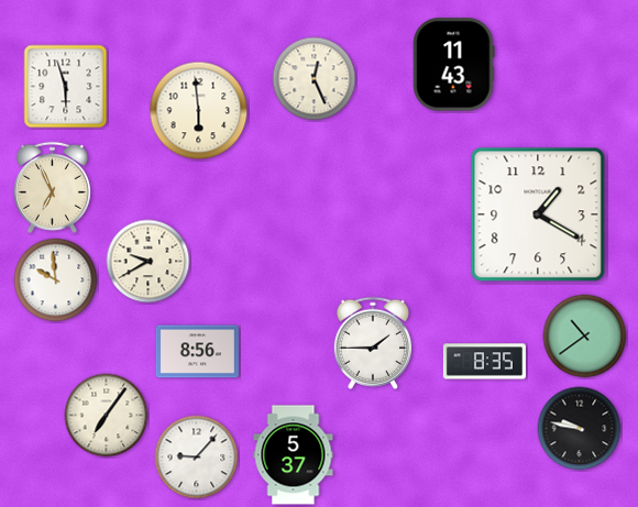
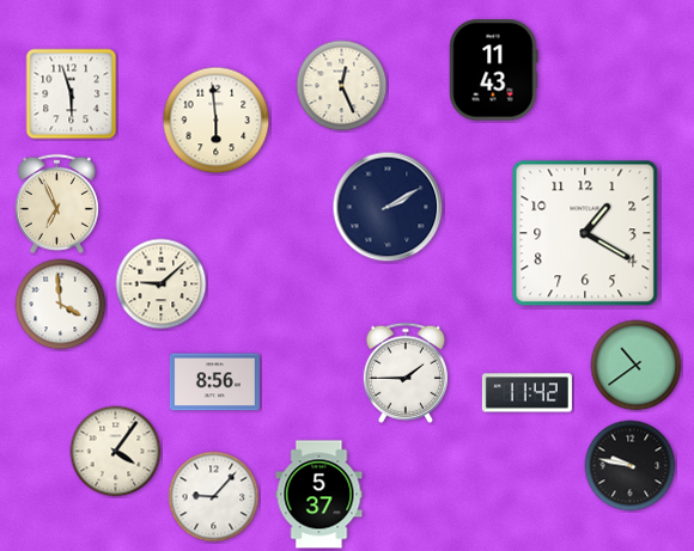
clock at (388, 207): none -> 2:10
clock at (148, 262): 9:40 -> 9:08
clock at (56, 280): 9:59 -> 3:59
clock at (484, 362): 8:35 -> 11:42
clock at (107, 416): 7:06 -> 4:06
